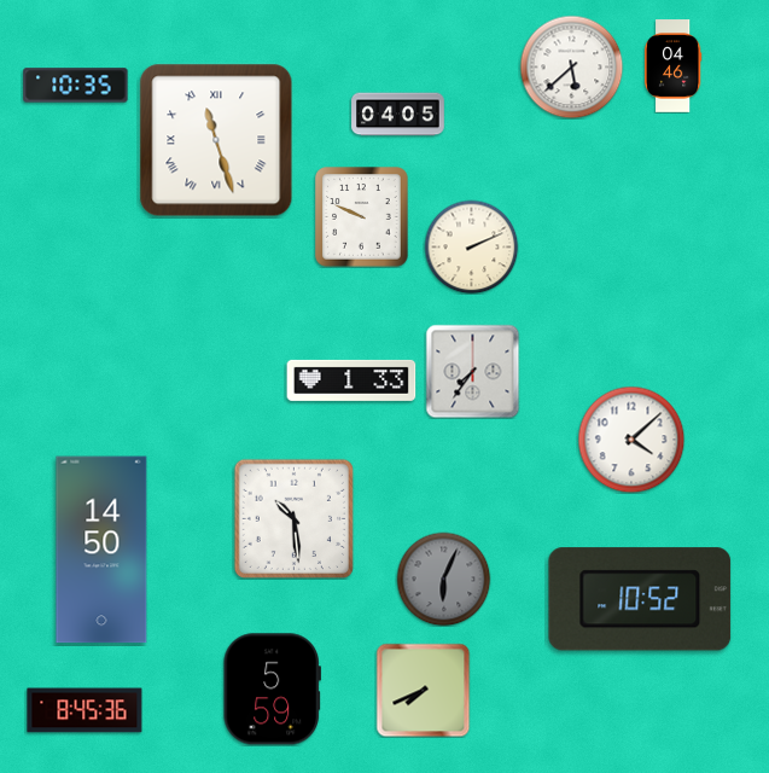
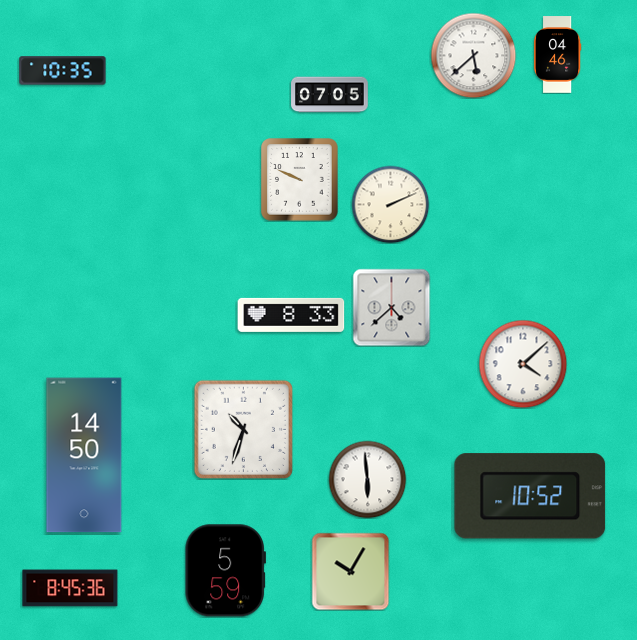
clock at (398, 115): 04:05 -> 07:05
clock at (216, 140): 11:27 -> none
clock at (472, 371): 7:36 -> 4:38
clock at (351, 380): 1:33 -> 8:33
clock at (293, 518): 10:29 -> 10:33
clock at (443, 579): 6:04 -> 5:59
clock at (443, 579) dial: grey -> white
clock at (423, 690): 7:41 -> 10:05
